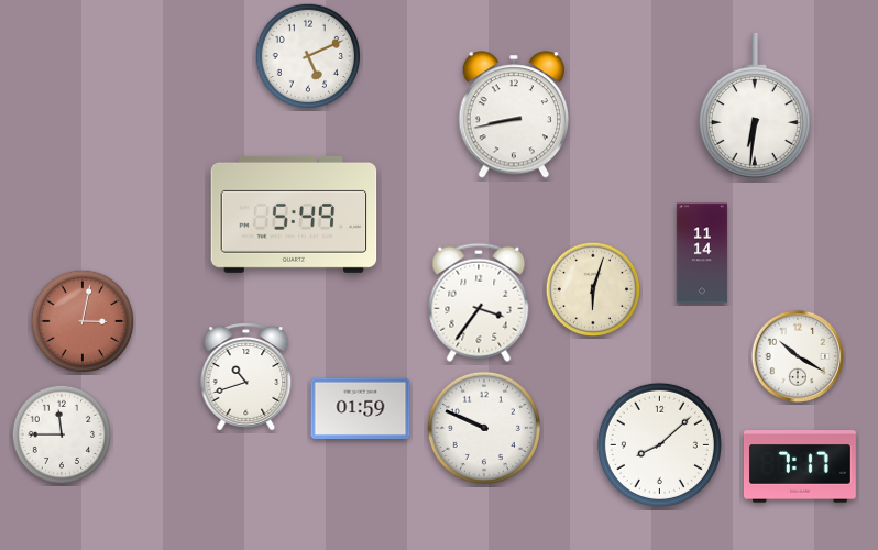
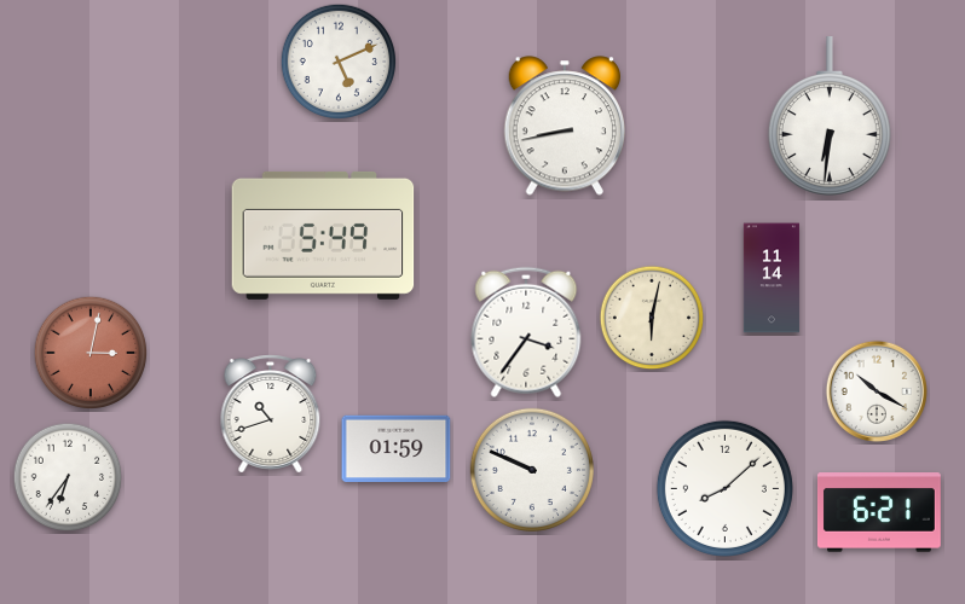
clock at (593, 289): 6:03 -> 6:02
clock at (62, 435): 11:45 -> 6:36
clock at (800, 466): 7:17 -> 6:21
